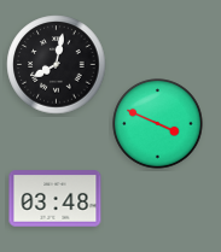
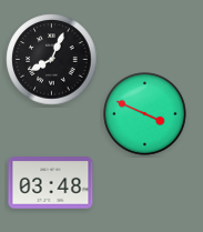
clock at (57, 65): 8:02 -> 8:04
